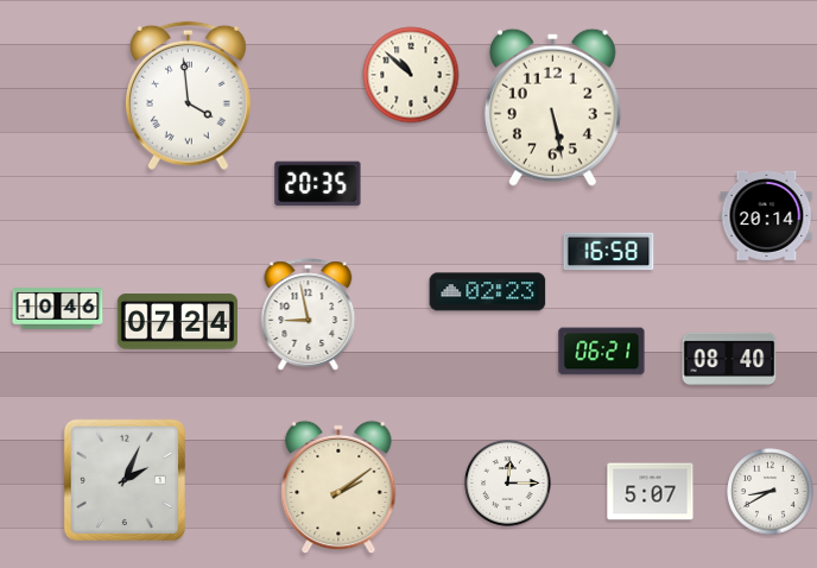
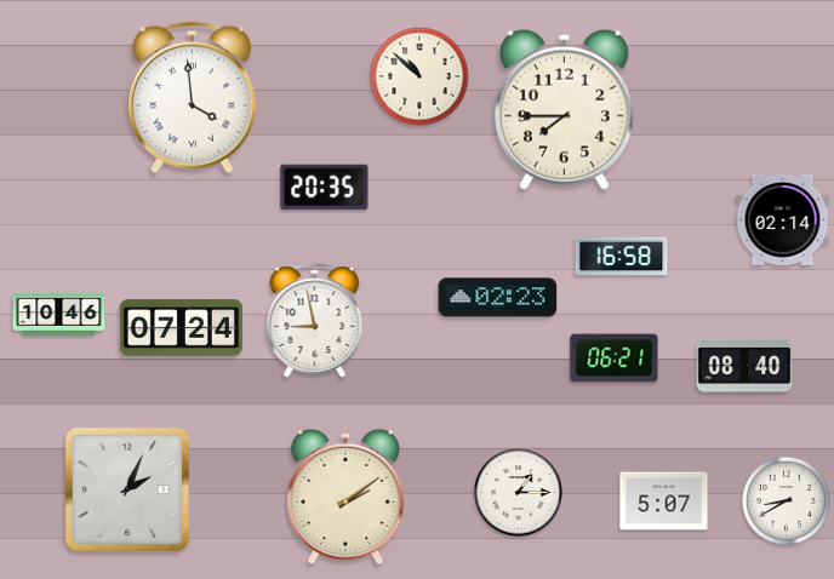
clock at (552, 107): 5:28 -> 7:45
clock at (767, 215): 20:14 -> 02:14
clock at (508, 484): 12:15 -> 1:15
